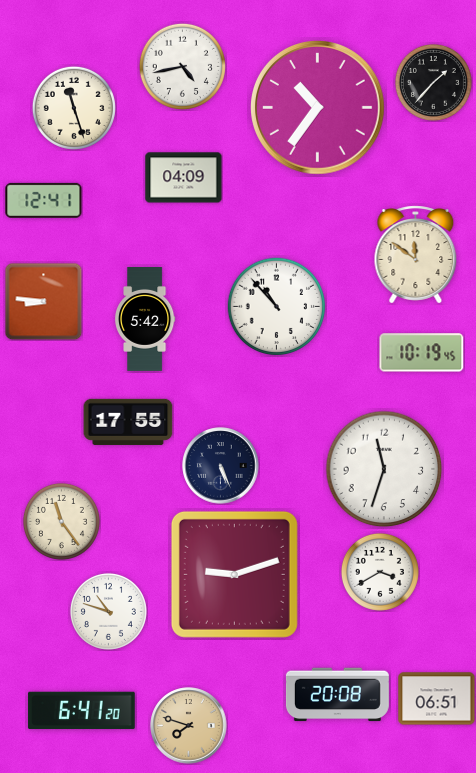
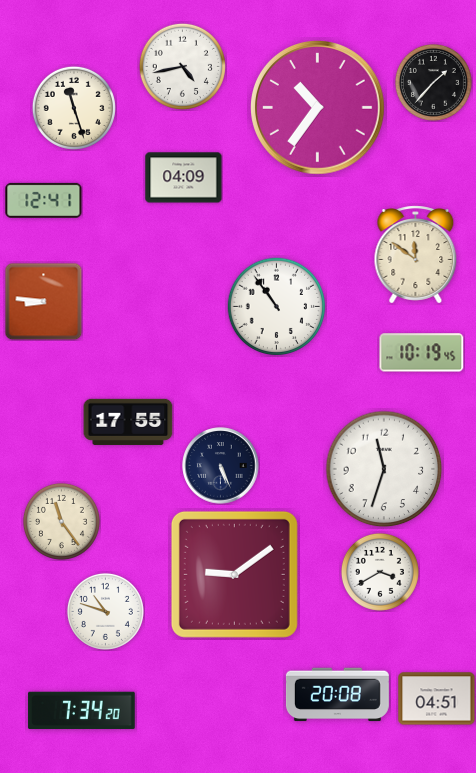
clock at (277, 307): 10:53 -> 10:54
clock at (145, 320): 5:42 -> none
clock at (234, 574): 9:12 -> 9:09
clock at (108, 611) position: (108, 611) -> (105, 611)
clock at (437, 699): 06:51 -> 04:51
clock at (82, 711): 6:41 -> 7:34
clock at (189, 726): 7:48 -> none
